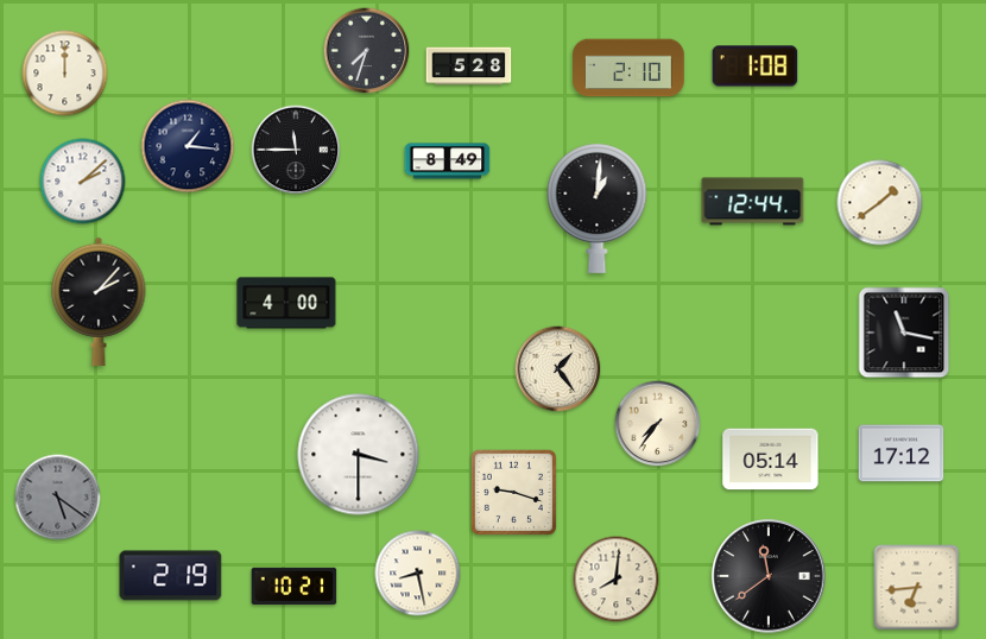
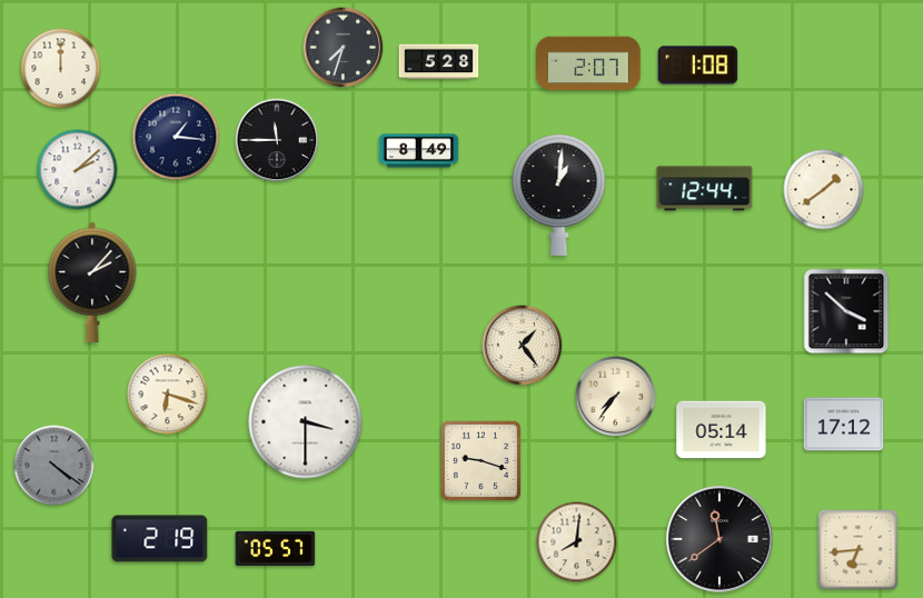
clock at (756, 67) position: (756, 67) -> (698, 66)
clock at (628, 68): 2:10 -> 2:07
clock at (286, 303): 4:00 -> none
clock at (904, 333): 11:17 -> 3:52
clock at (168, 395): none -> 6:18
clock at (359, 455) position: (359, 455) -> (306, 422)
clock at (58, 498): 5:21 -> 4:21
clock at (418, 574): 8:28 -> none
clock at (295, 586): 10:21 -> 05:57
